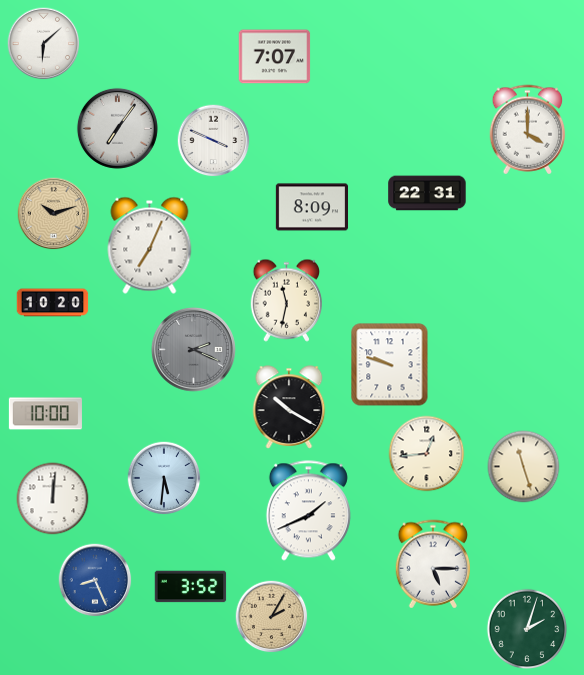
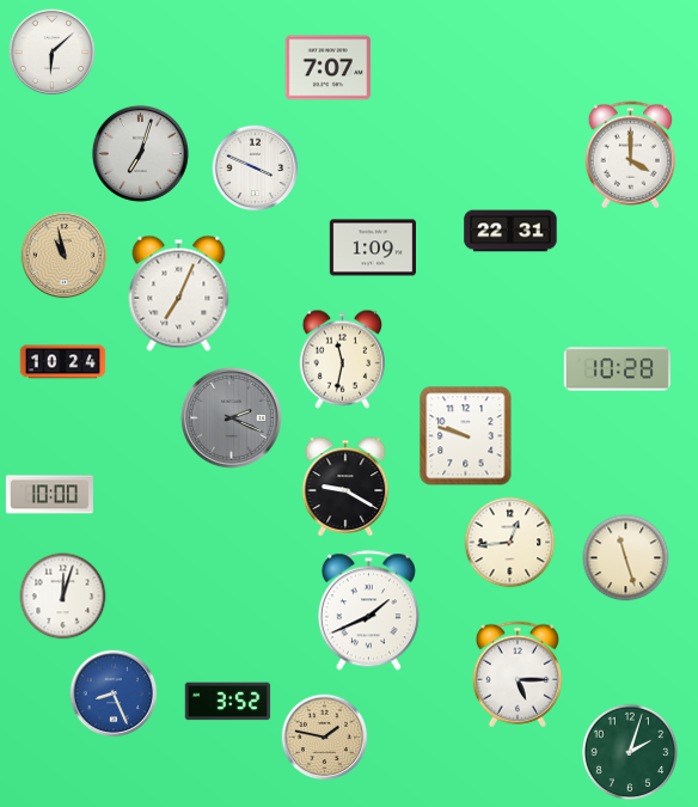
clock at (117, 128): 7:06 -> 7:03
clock at (311, 207): 8:09 -> 1:09
clock at (54, 214): 10:12 -> 10:58
clock at (53, 303): 10:20 -> 10:24
clock at (617, 369): none -> 10:28
clock at (289, 407): 10:20 -> 9:20
clock at (45, 414) position: (45, 414) -> (49, 495)
clock at (164, 478): 5:31 -> none
clock at (53, 499): 12:01 -> 12:03
clock at (272, 617): 2:05 -> 1:47
